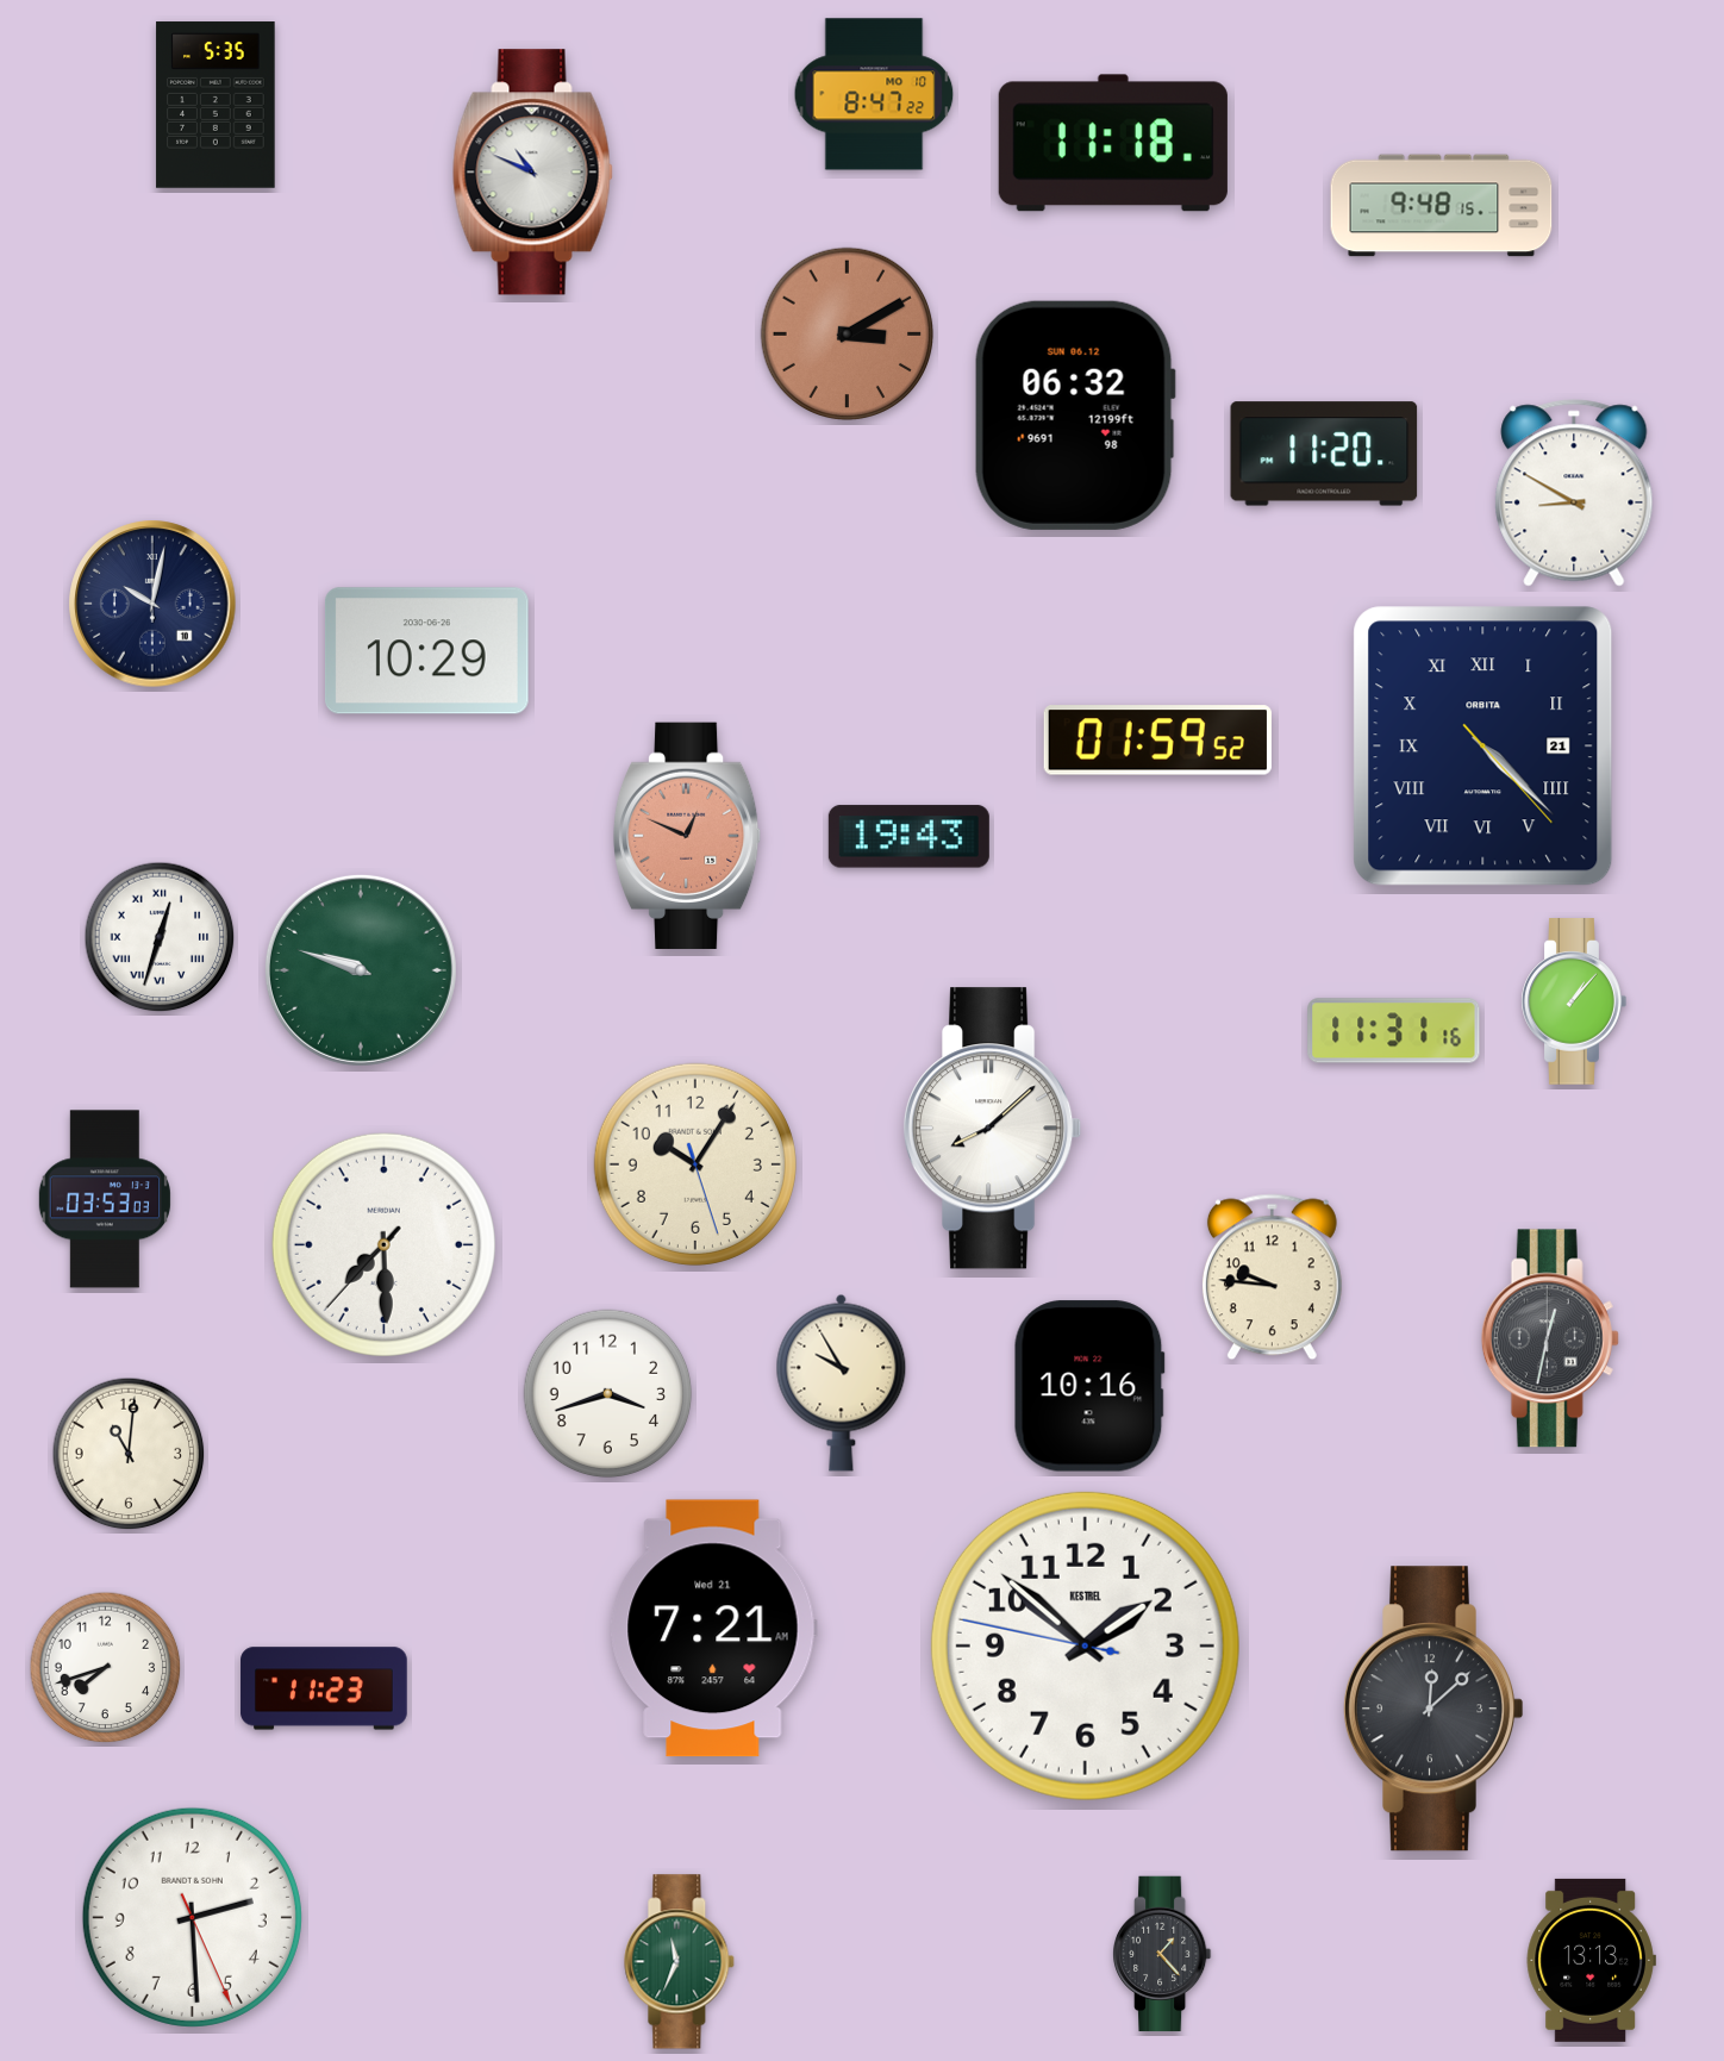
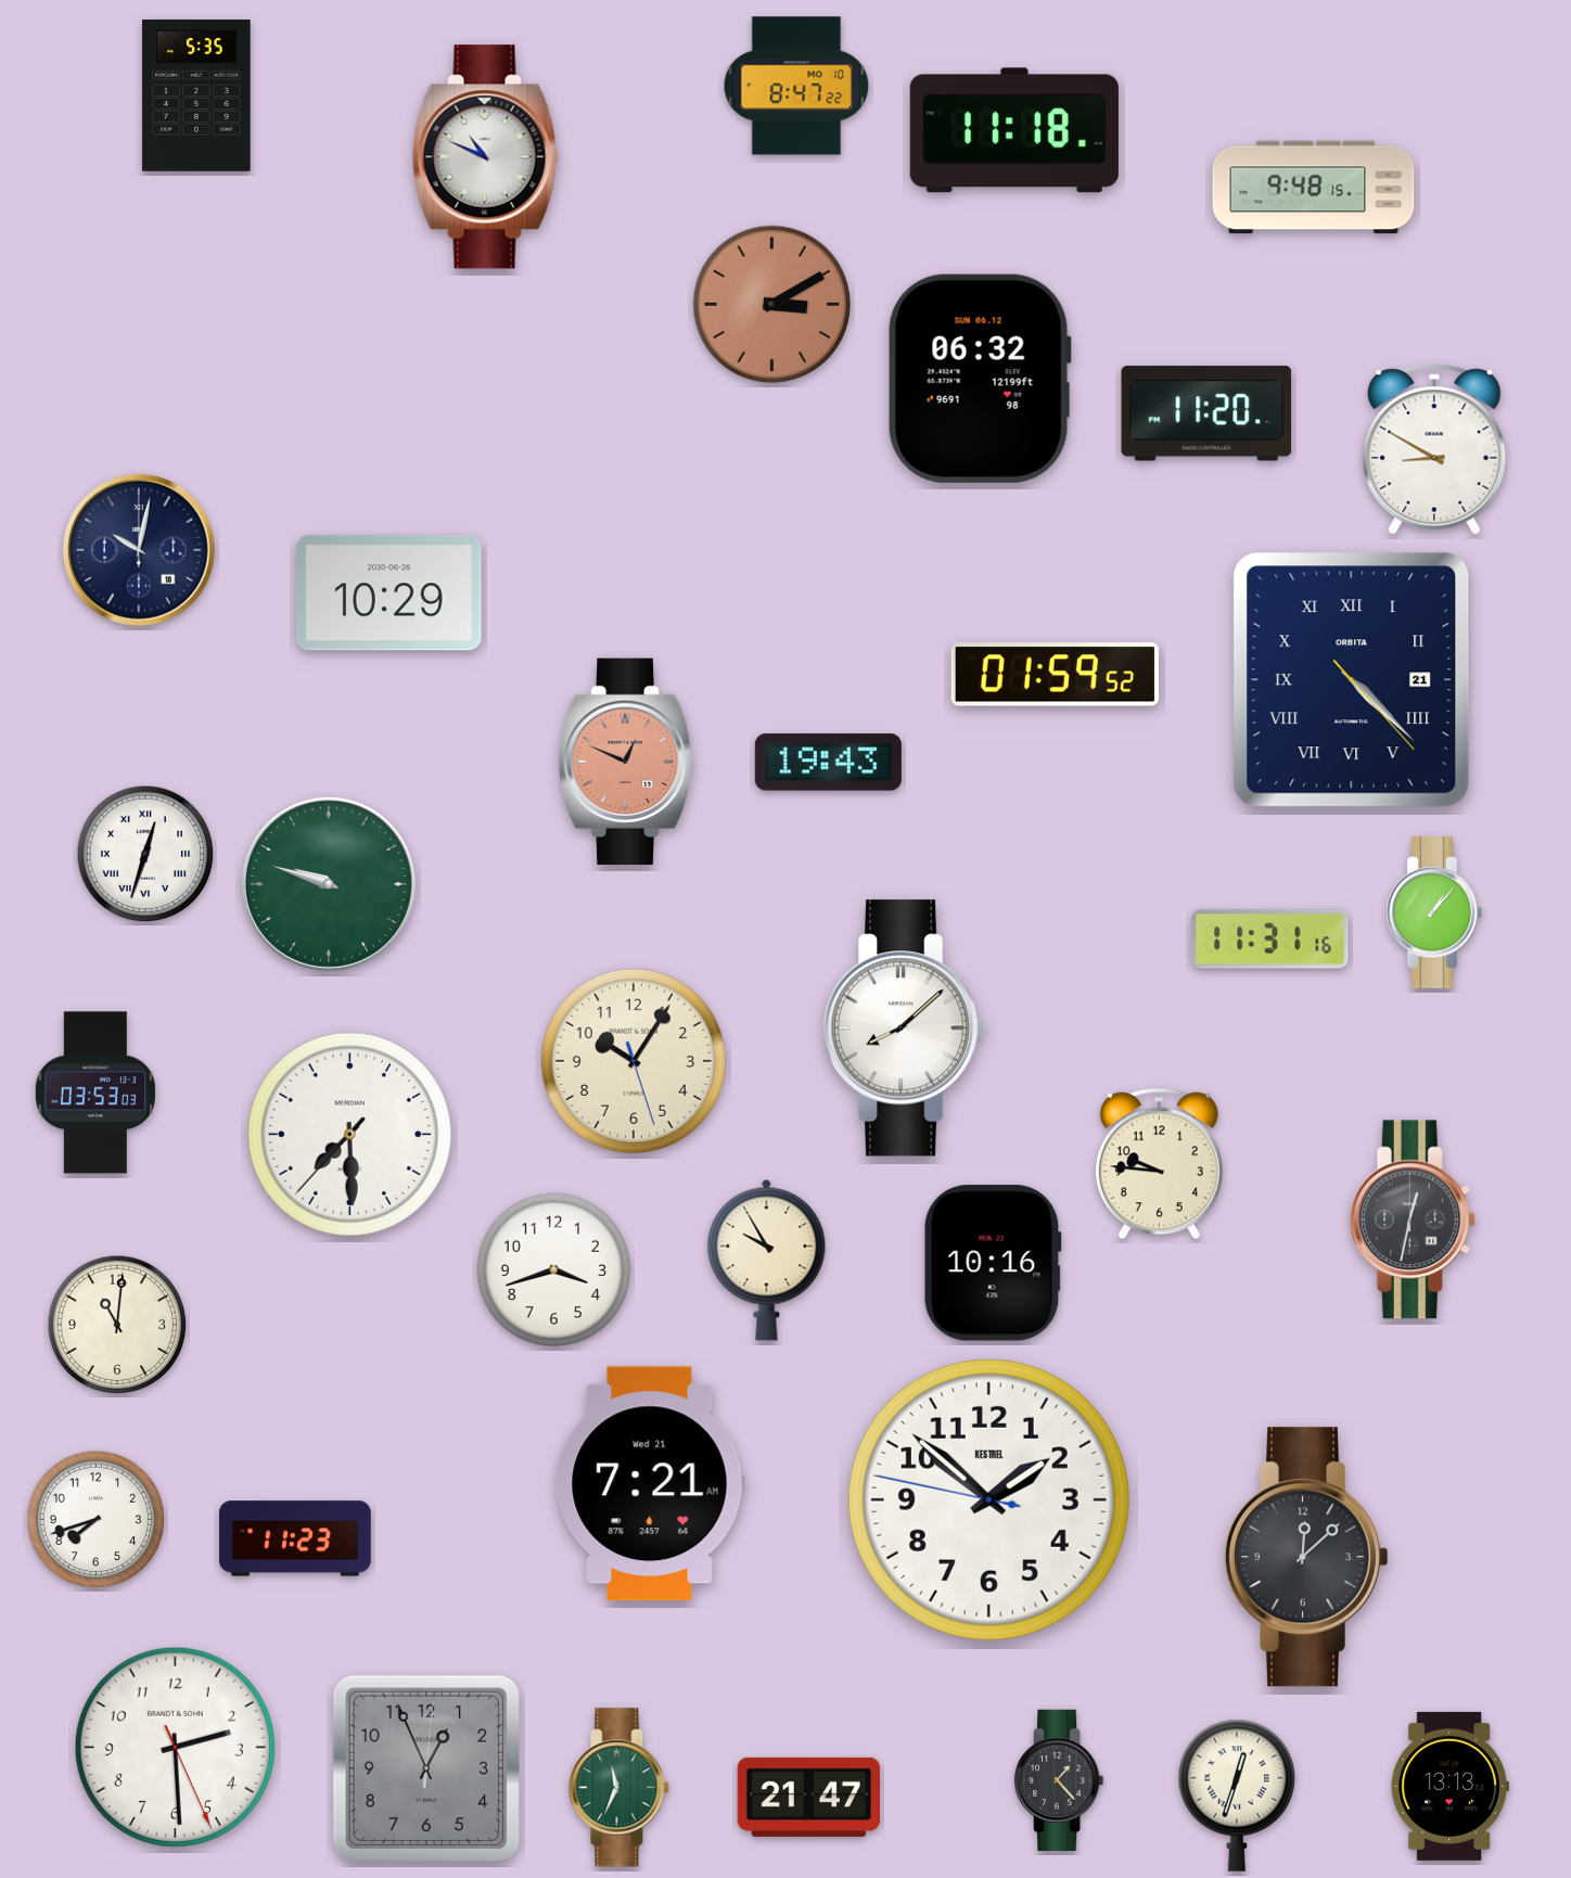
clock at (426, 1768): none -> 12:56
clock at (1236, 1796): none -> 12:33
clock at (808, 1797): none -> 21:47
